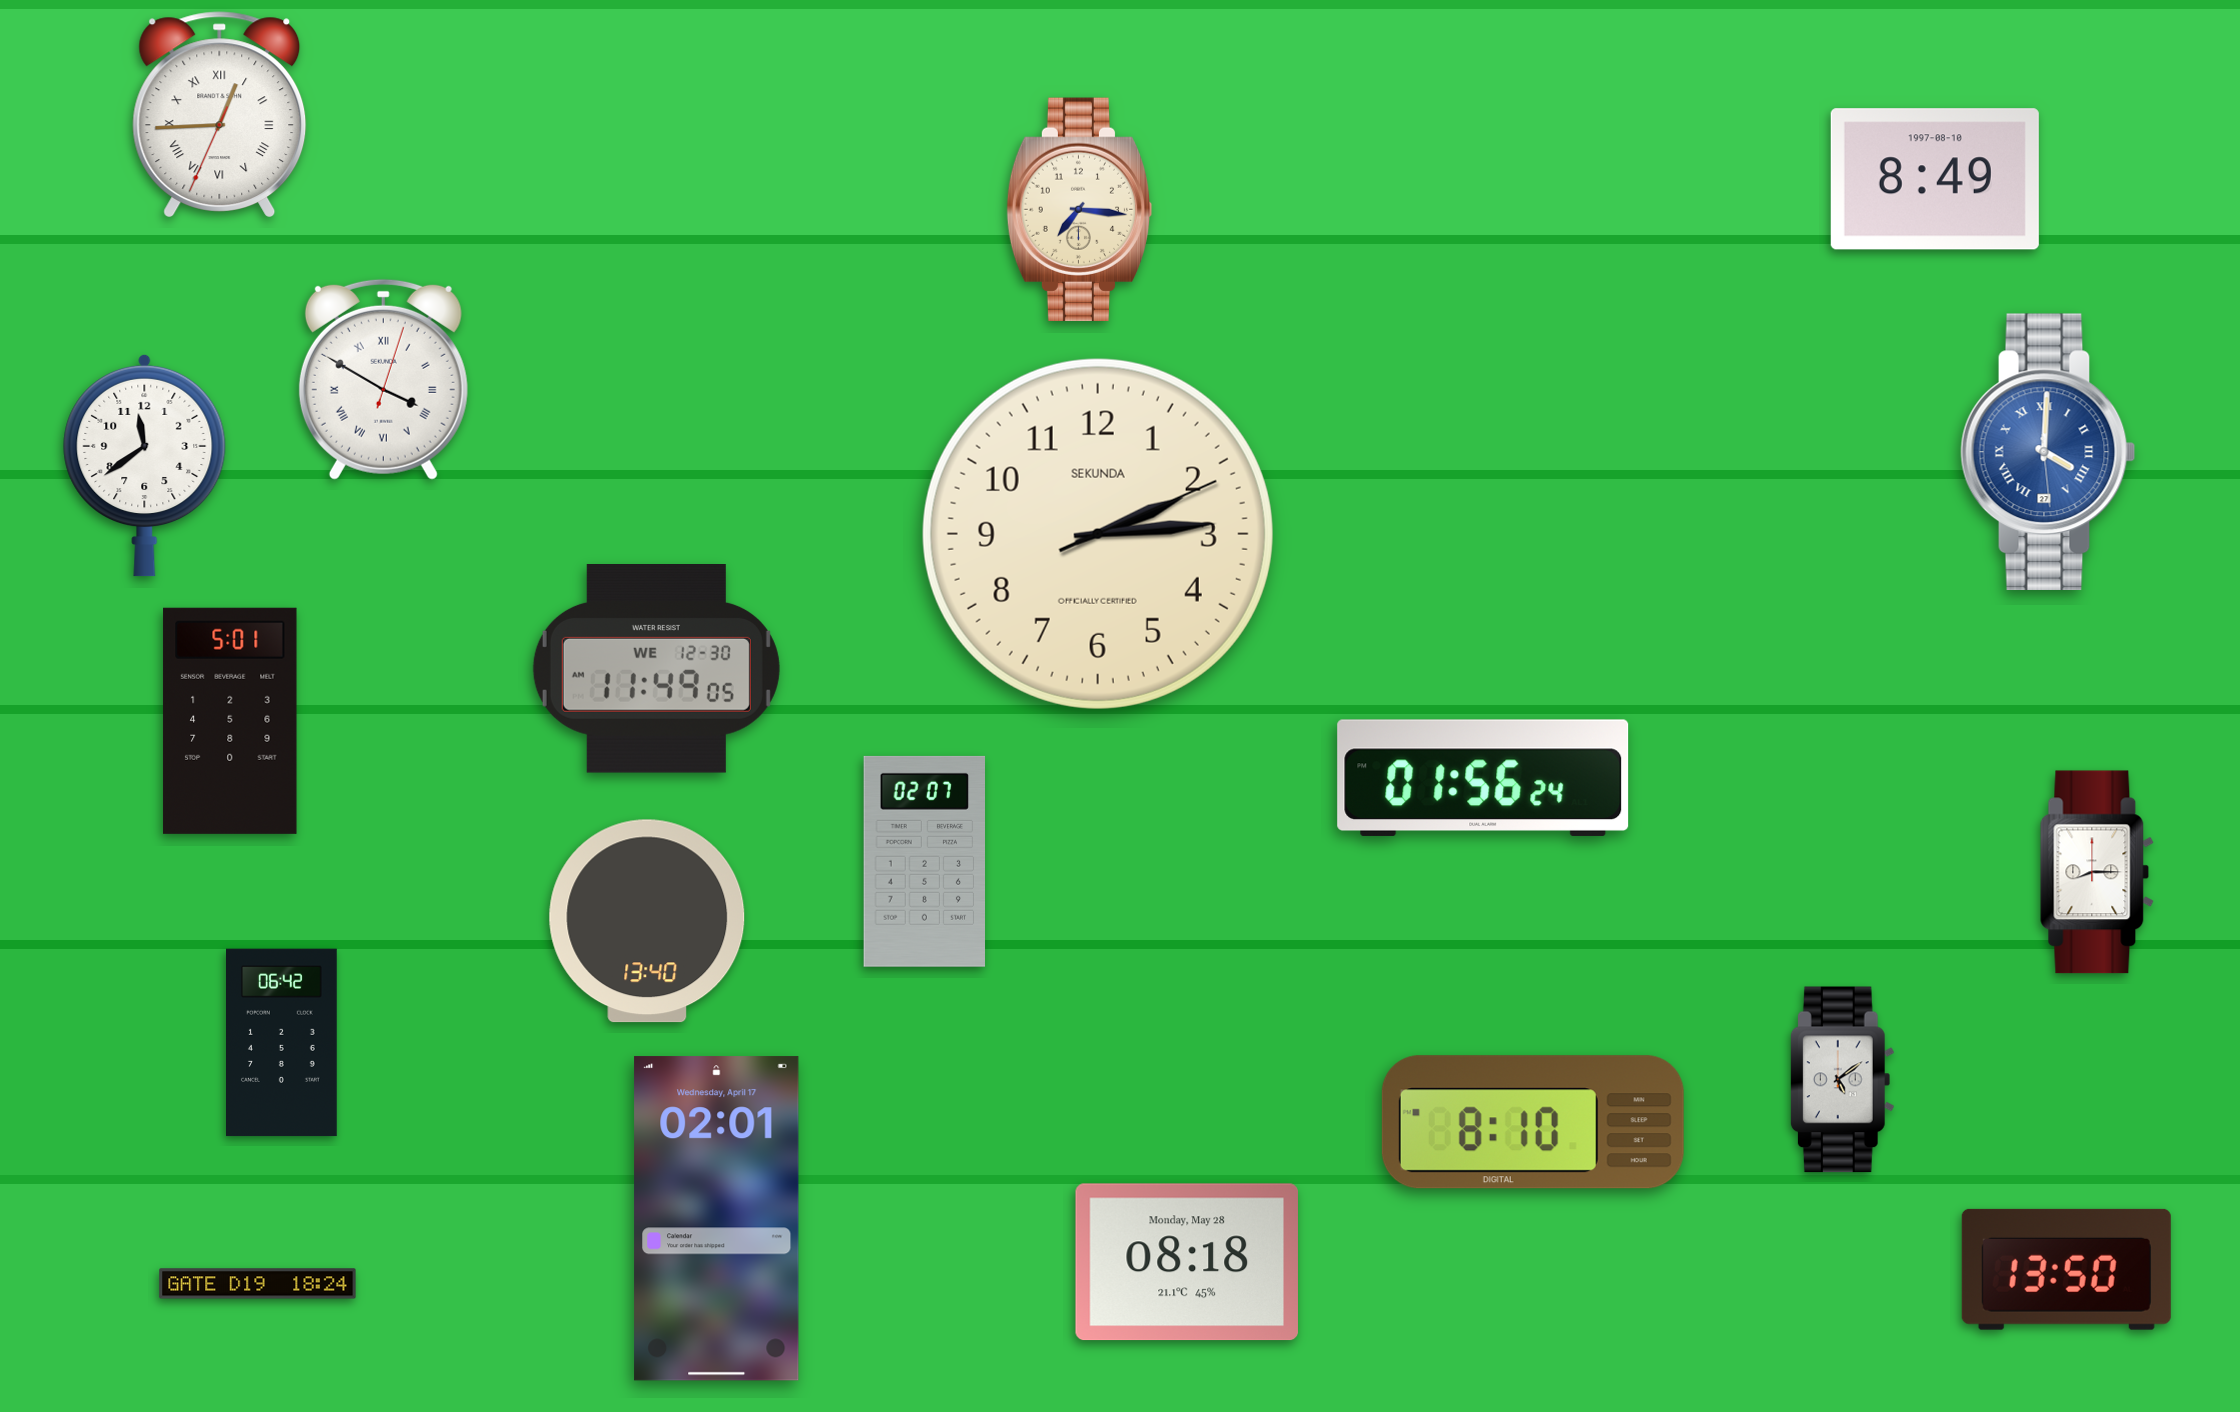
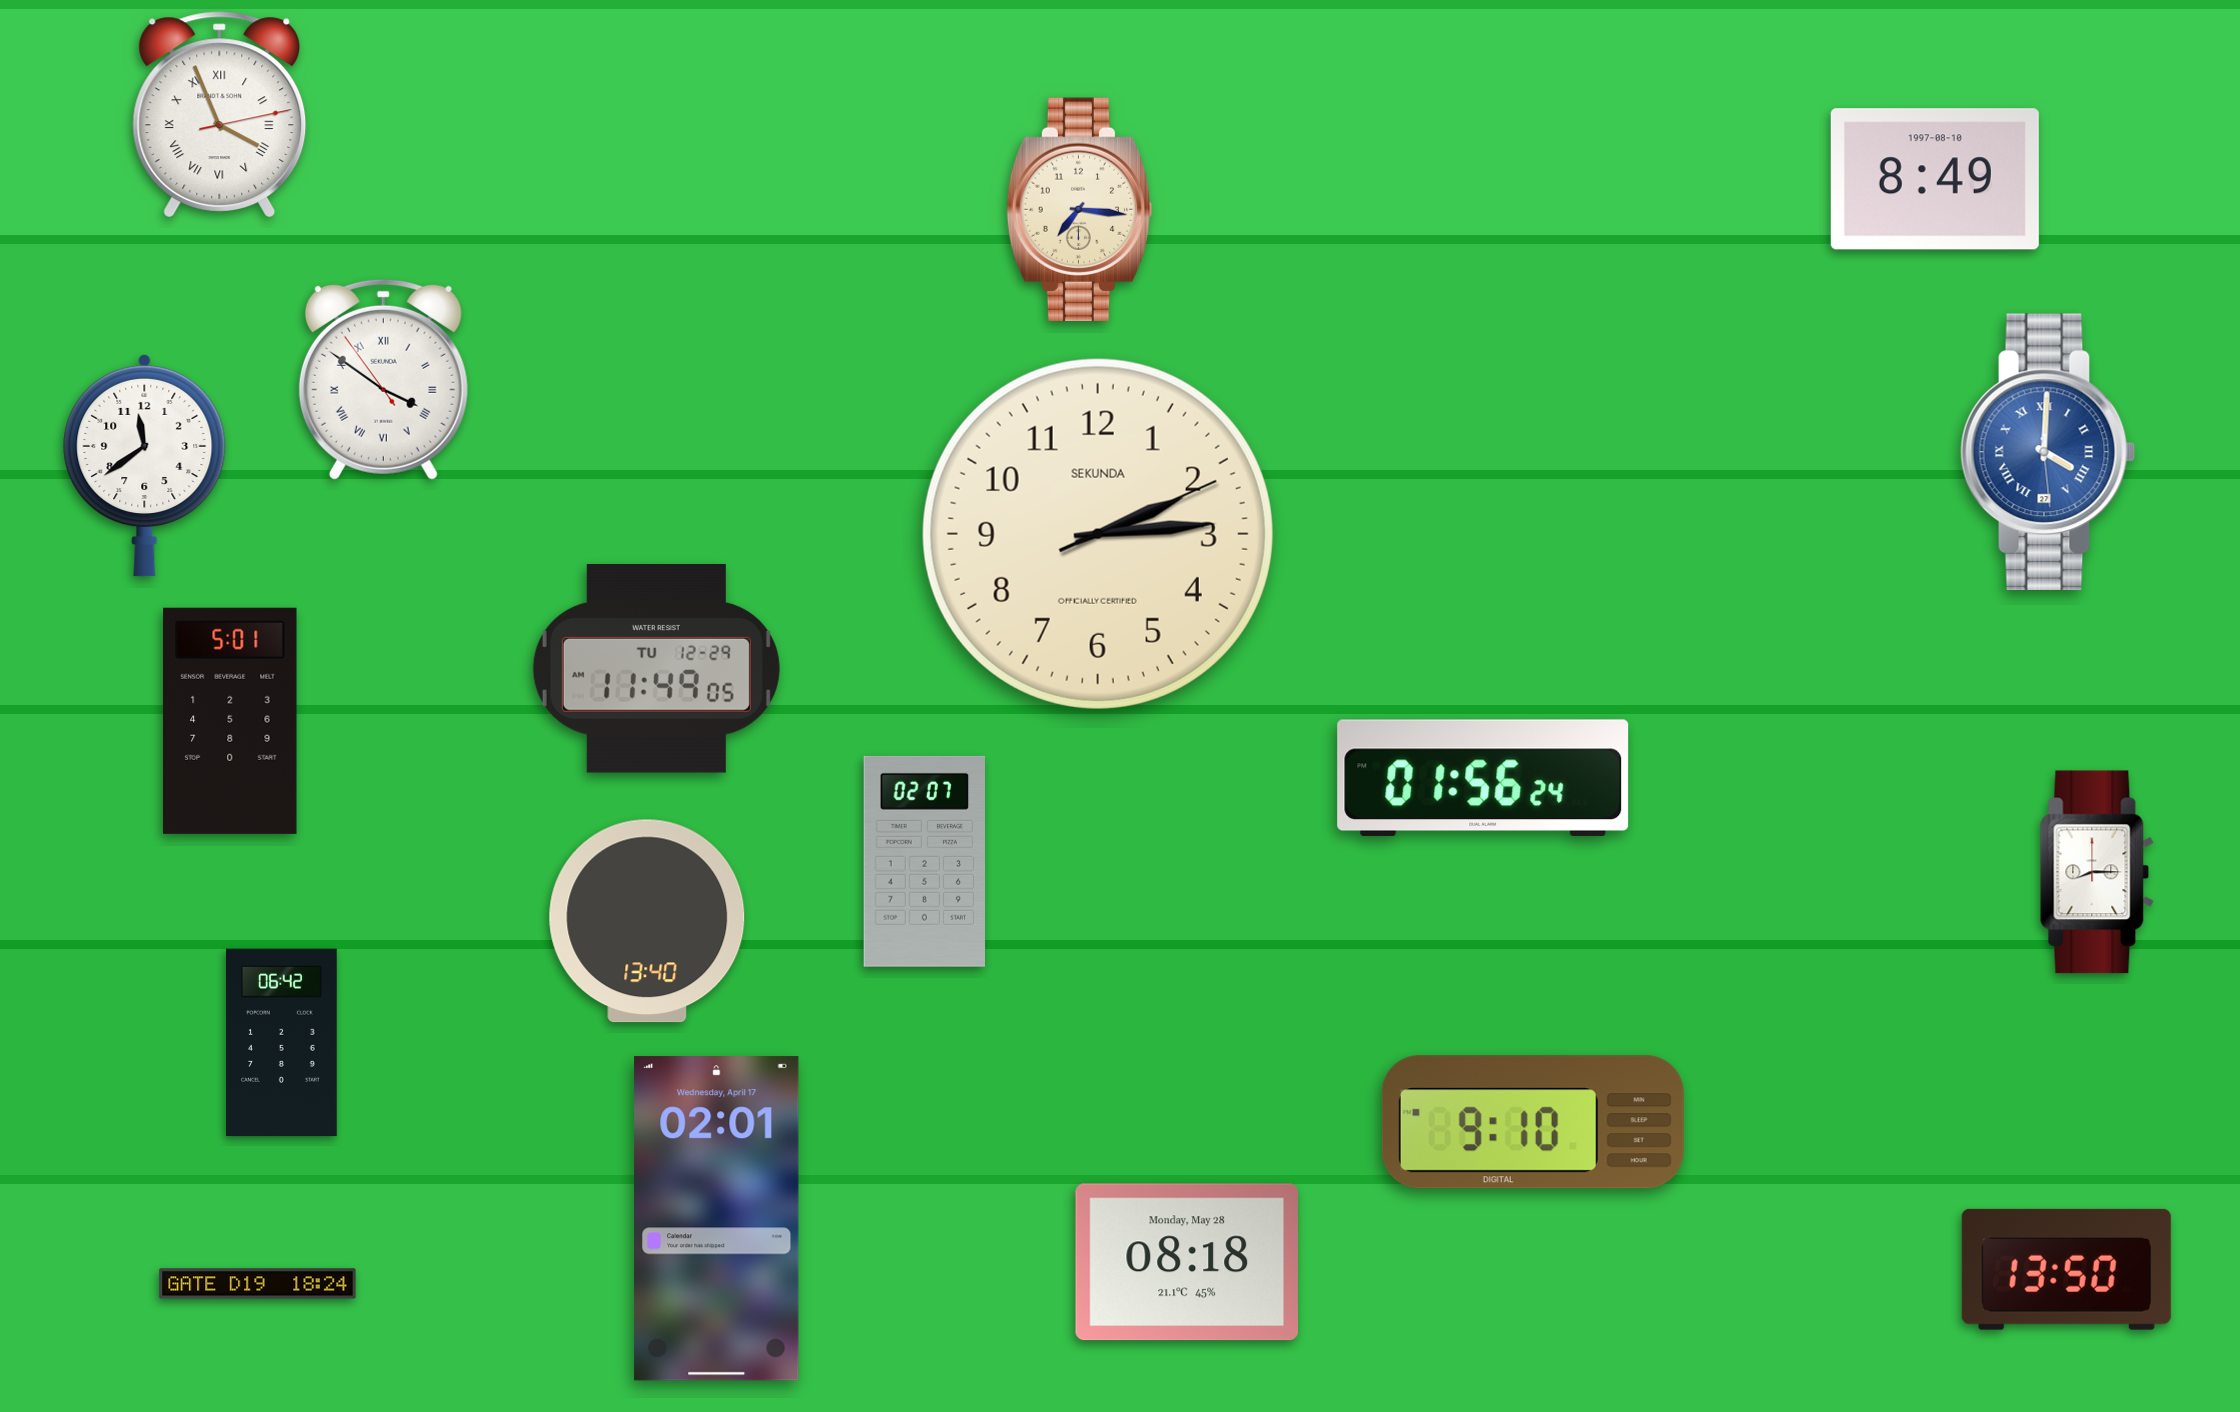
clock at (220, 114): 12:44 -> 3:56
clock at (383, 379): 3:50:03 -> 3:50:54
clock at (656, 669) date: WE 12-30 -> TU 12-29
clock at (1842, 1080): 5:09 -> none
clock at (1533, 1122): 8:10 -> 9:10
